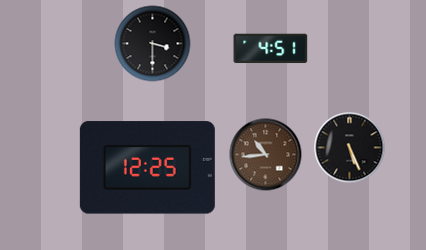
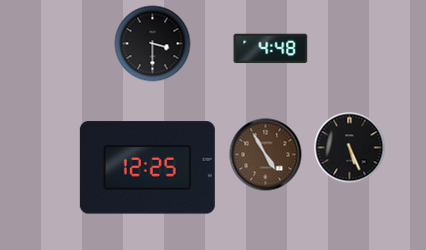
clock at (271, 49): 4:51 -> 4:48
clock at (266, 155): 10:44 -> 4:55
